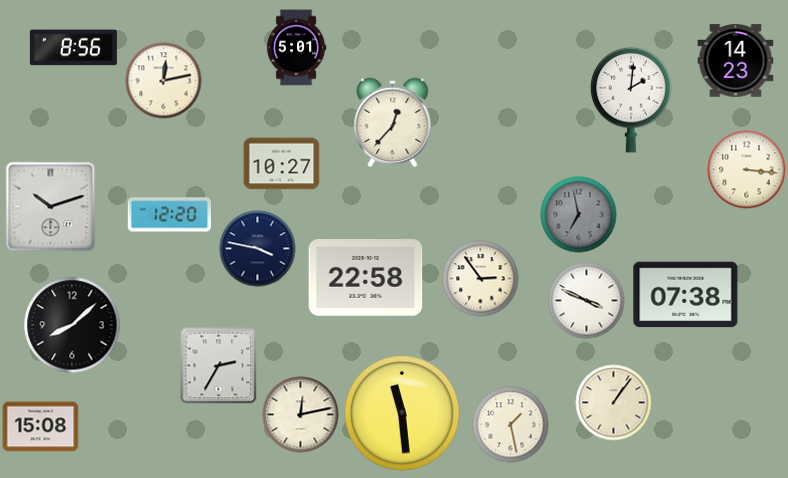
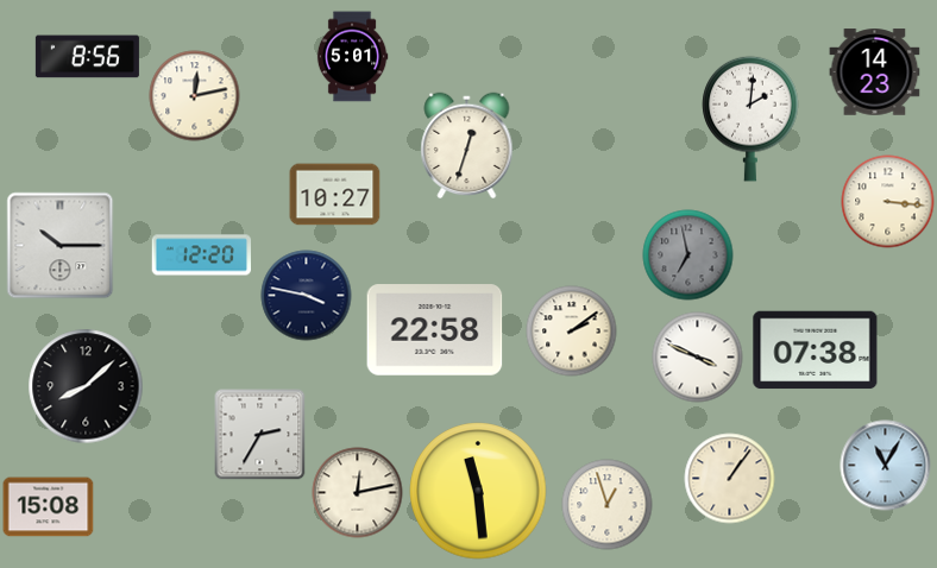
clock at (393, 123): 12:37 -> 12:33
clock at (51, 207): 10:12 -> 10:15
clock at (481, 279): 2:54 -> 2:09
clock at (886, 466): none -> 11:05
clock at (511, 425): 1:28 -> 12:57
